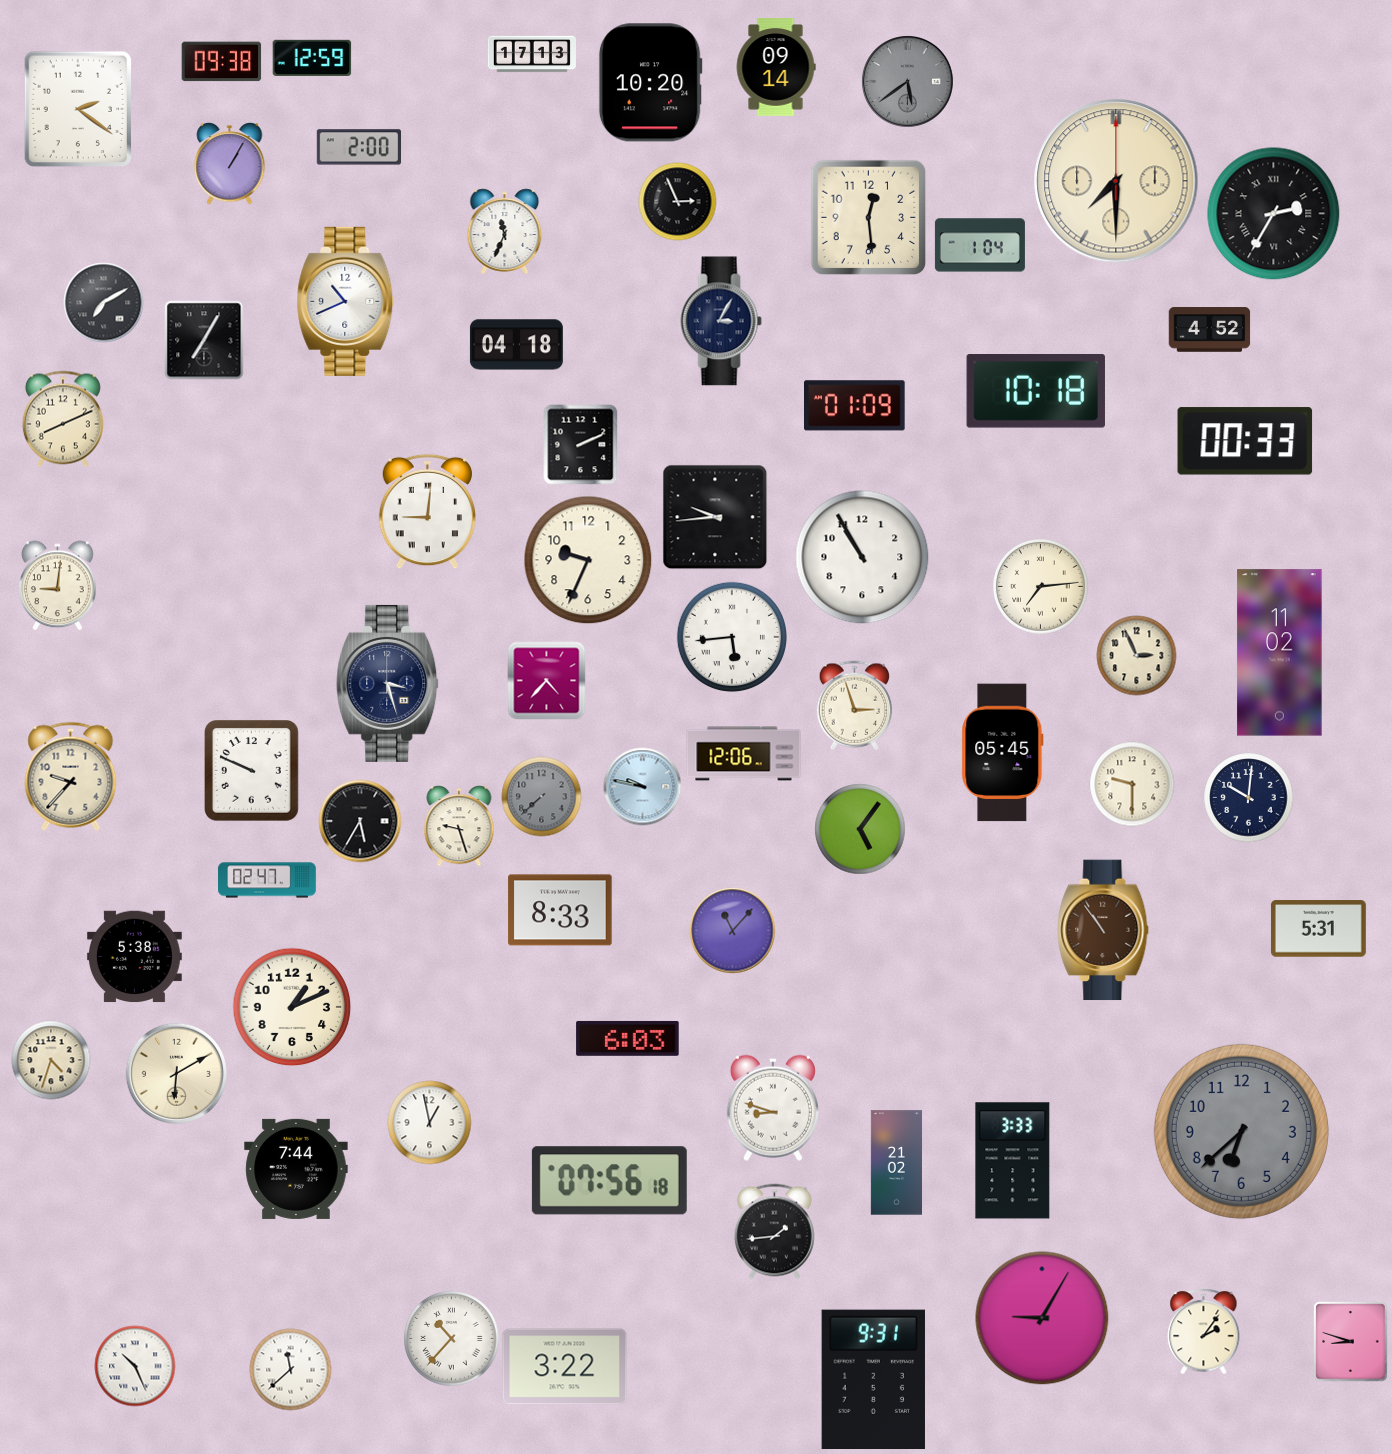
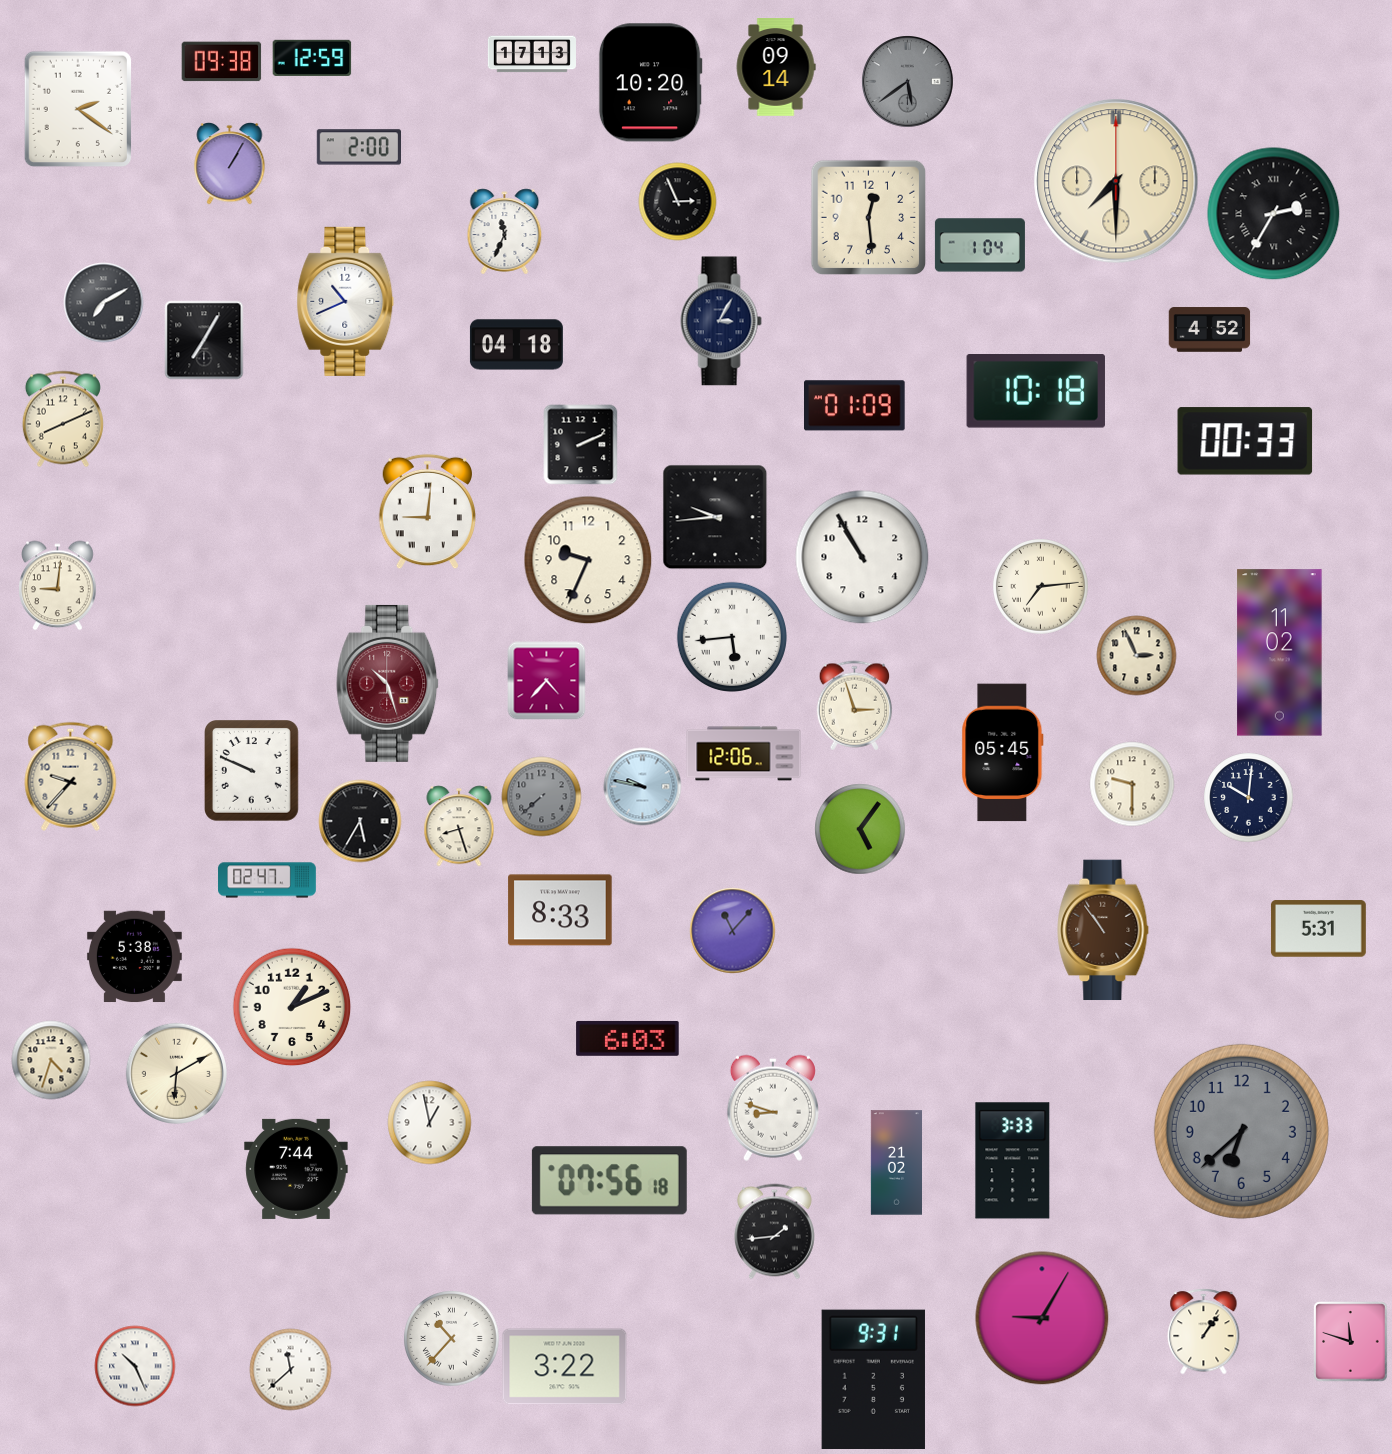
clock at (388, 683): 3:27 -> 10:27
clock at (388, 683) dial: navy -> burgundy
clock at (459, 826): 9:27 -> 8:27
clock at (1204, 1331): 2:06 -> 1:06
clock at (1351, 1341): 8:48 -> 11:48
